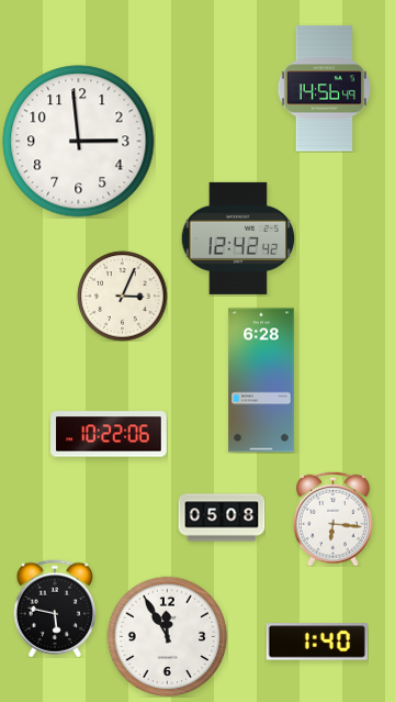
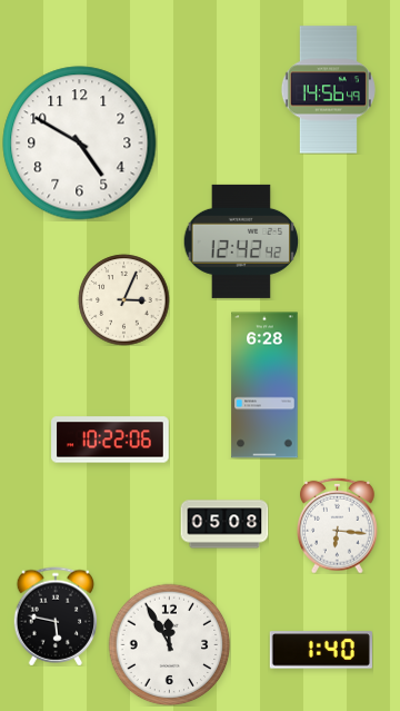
clock at (79, 142): 2:59 -> 4:50
